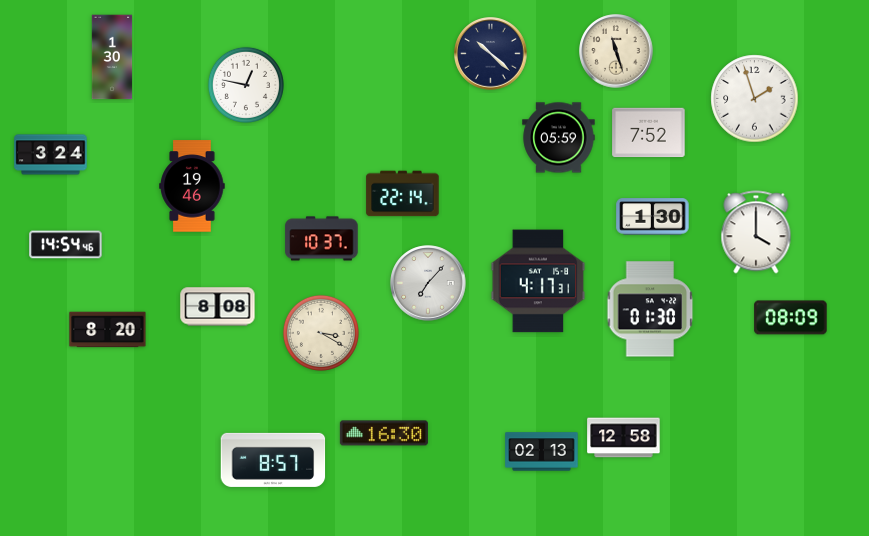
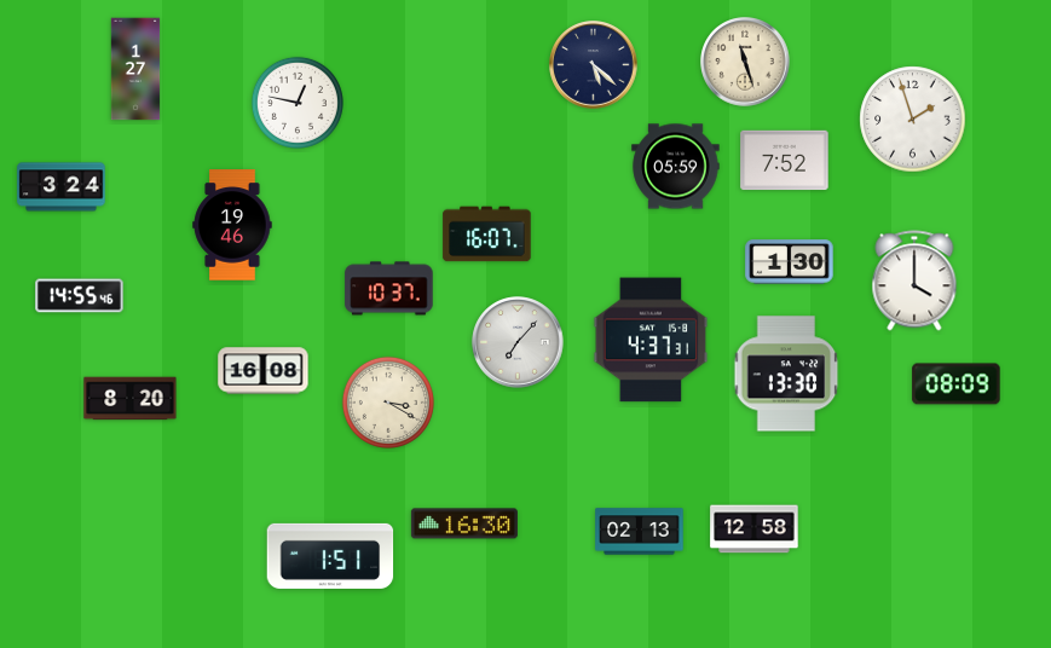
clock at (491, 54): 10:22 -> 5:22
clock at (112, 57): 1:30 -> 1:27
clock at (403, 194): 22:14 -> 16:07
clock at (66, 245): 14:54 -> 14:55
clock at (538, 281): 4:17 -> 4:37
clock at (218, 307): 8:08 -> 16:08
clock at (650, 309): 01:30 -> 13:30
clock at (542, 452) position: (542, 452) -> (640, 532)
clock at (273, 460): 8:57 -> 1:51
